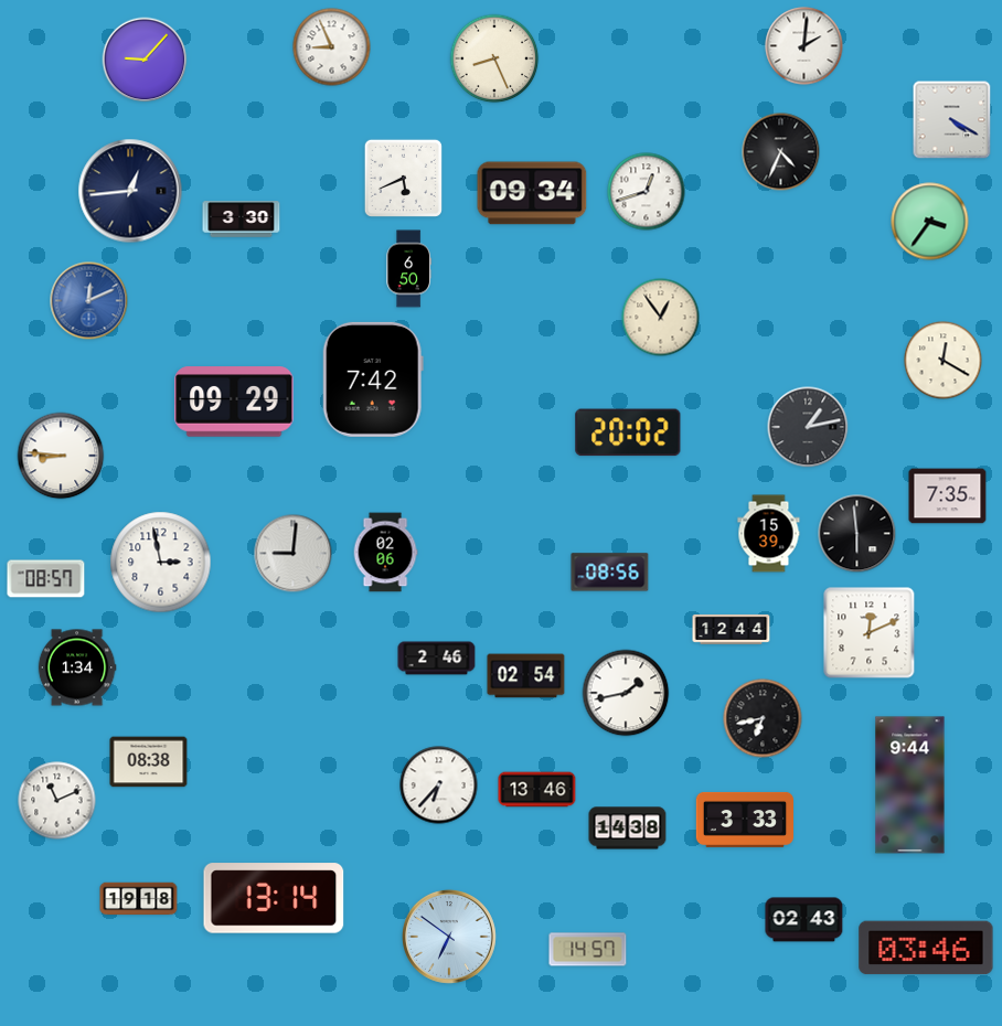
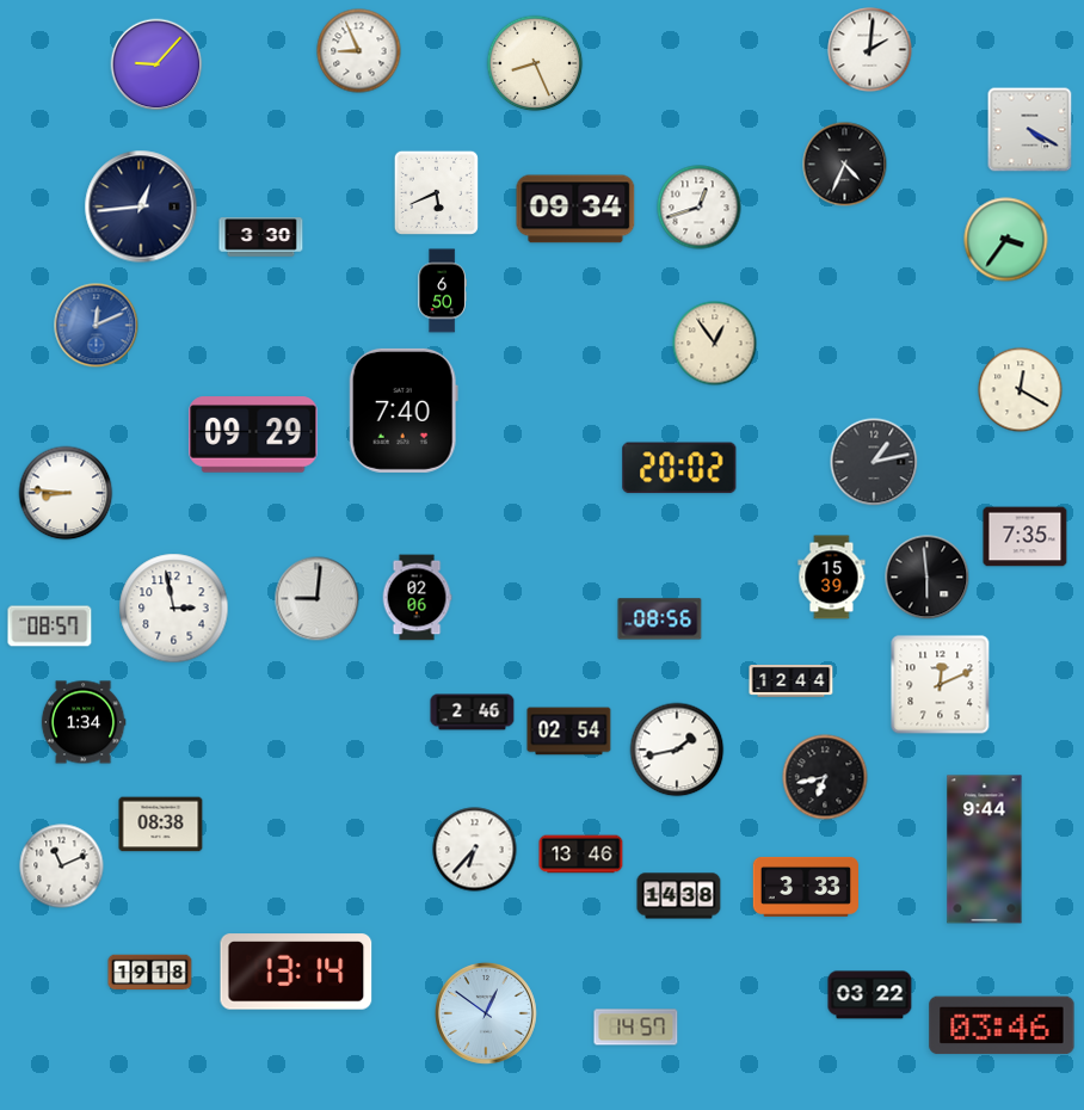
clock at (373, 380): 7:42 -> 7:40
clock at (804, 920): 02:43 -> 03:22
clock at (449, 937): 6:51 -> 12:51
